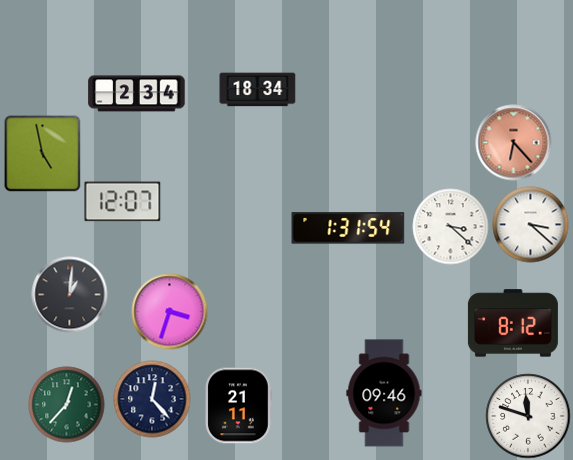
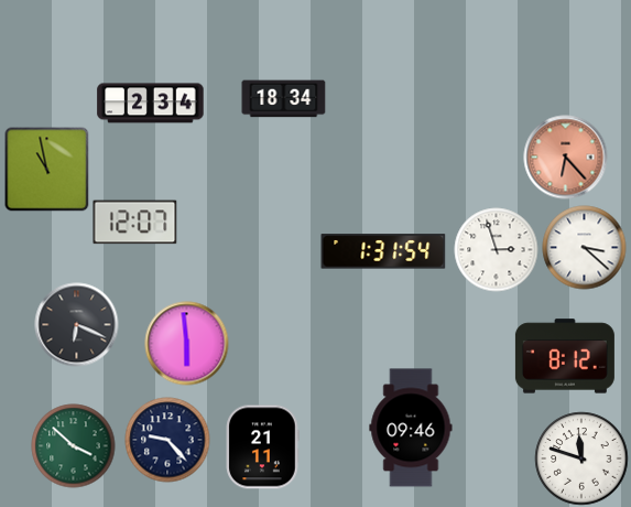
clock at (43, 154): 4:58 -> 10:58
clock at (451, 227): 3:22 -> 2:57
clock at (70, 295): 1:01 -> 6:19
clock at (170, 312): 3:33 -> 5:59
clock at (384, 393) position: (384, 393) -> (411, 428)
clock at (152, 399): 12:23 -> 9:23
clock at (67, 405): 12:37 -> 3:52
